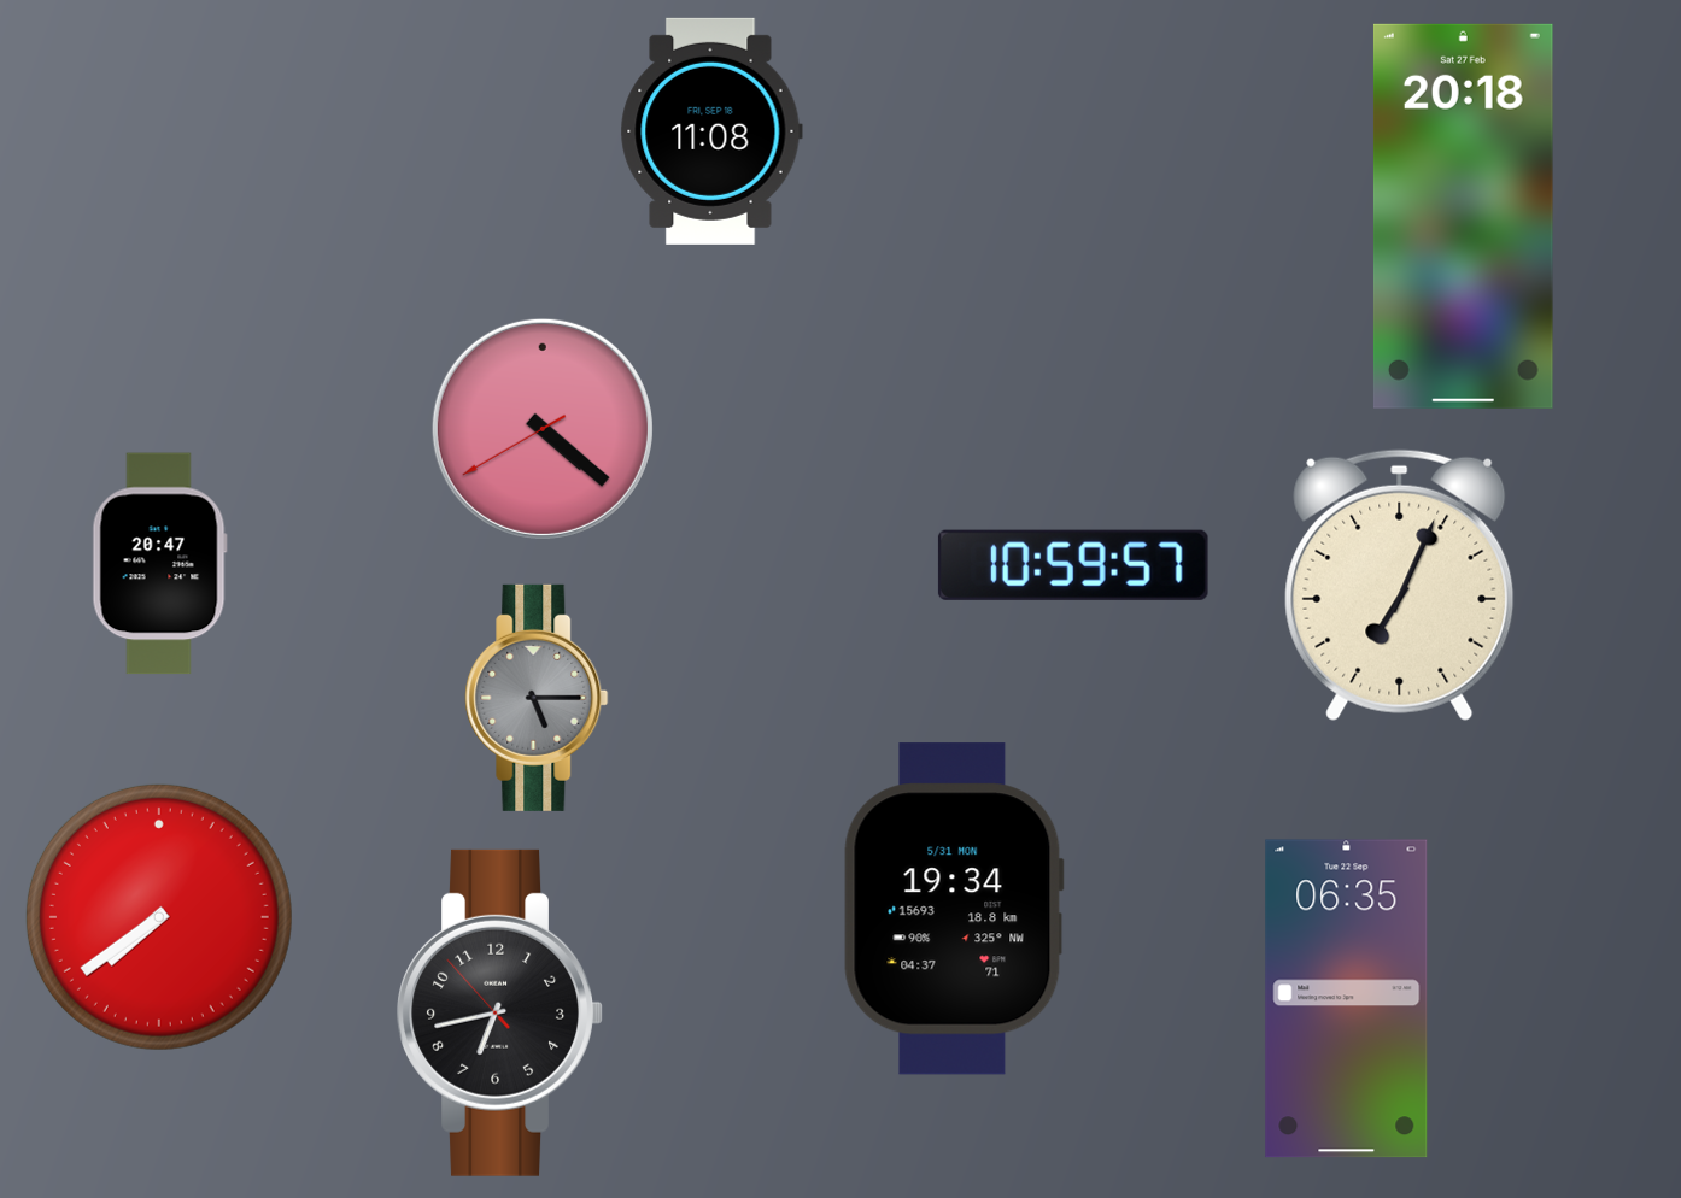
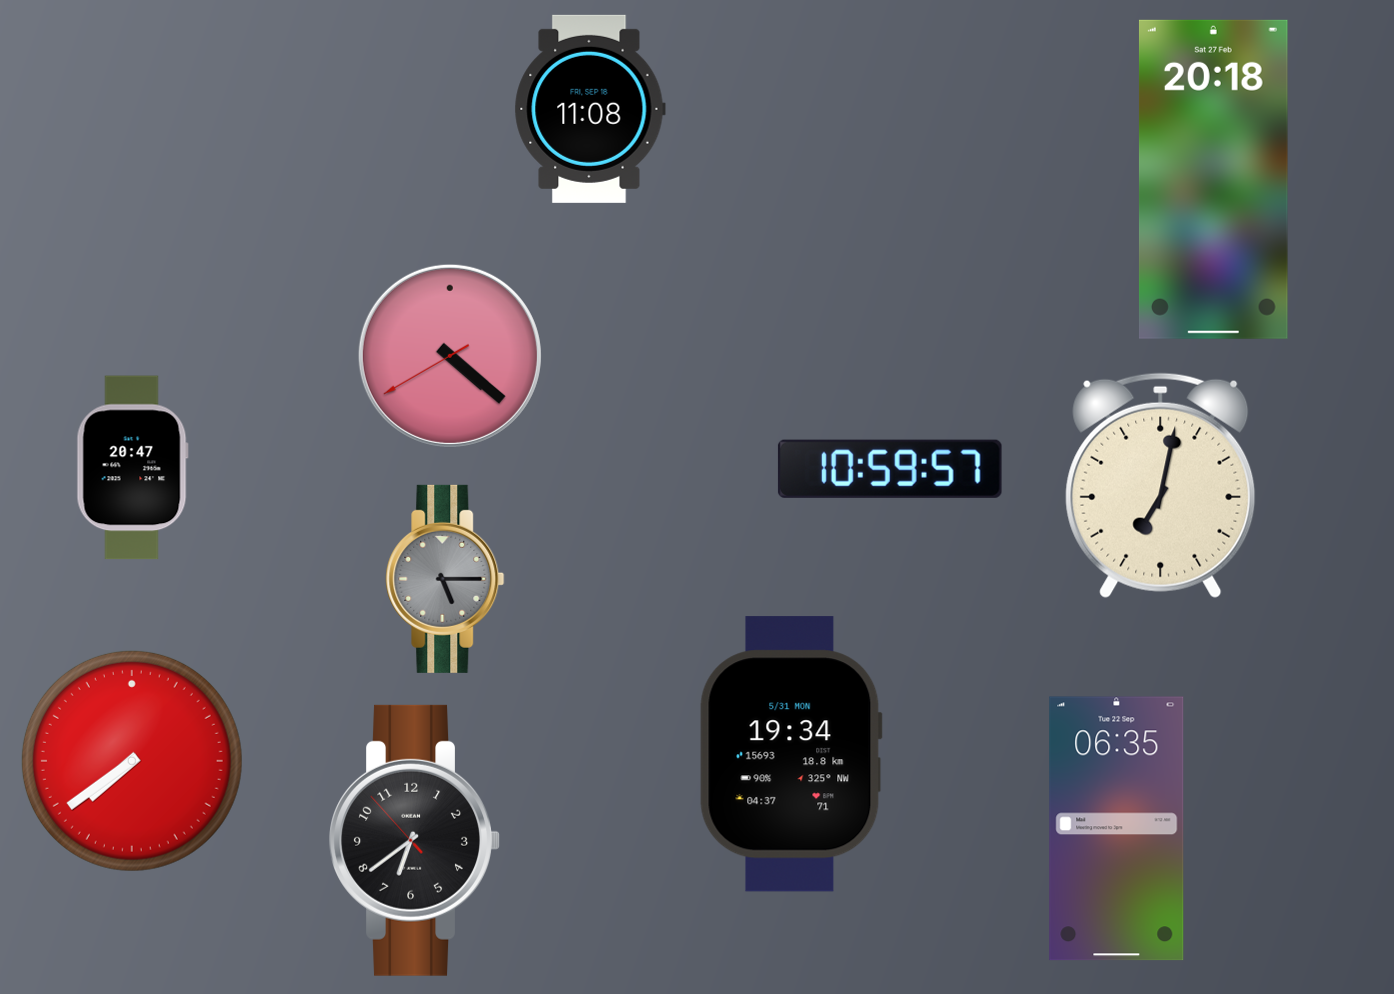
clock at (1400, 585): 7:04 -> 7:02
clock at (499, 1012): 6:42 -> 6:38
